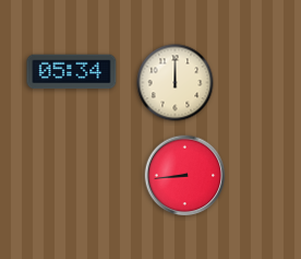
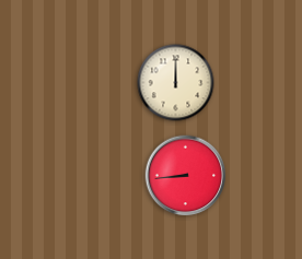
clock at (72, 72): 05:34 -> none
